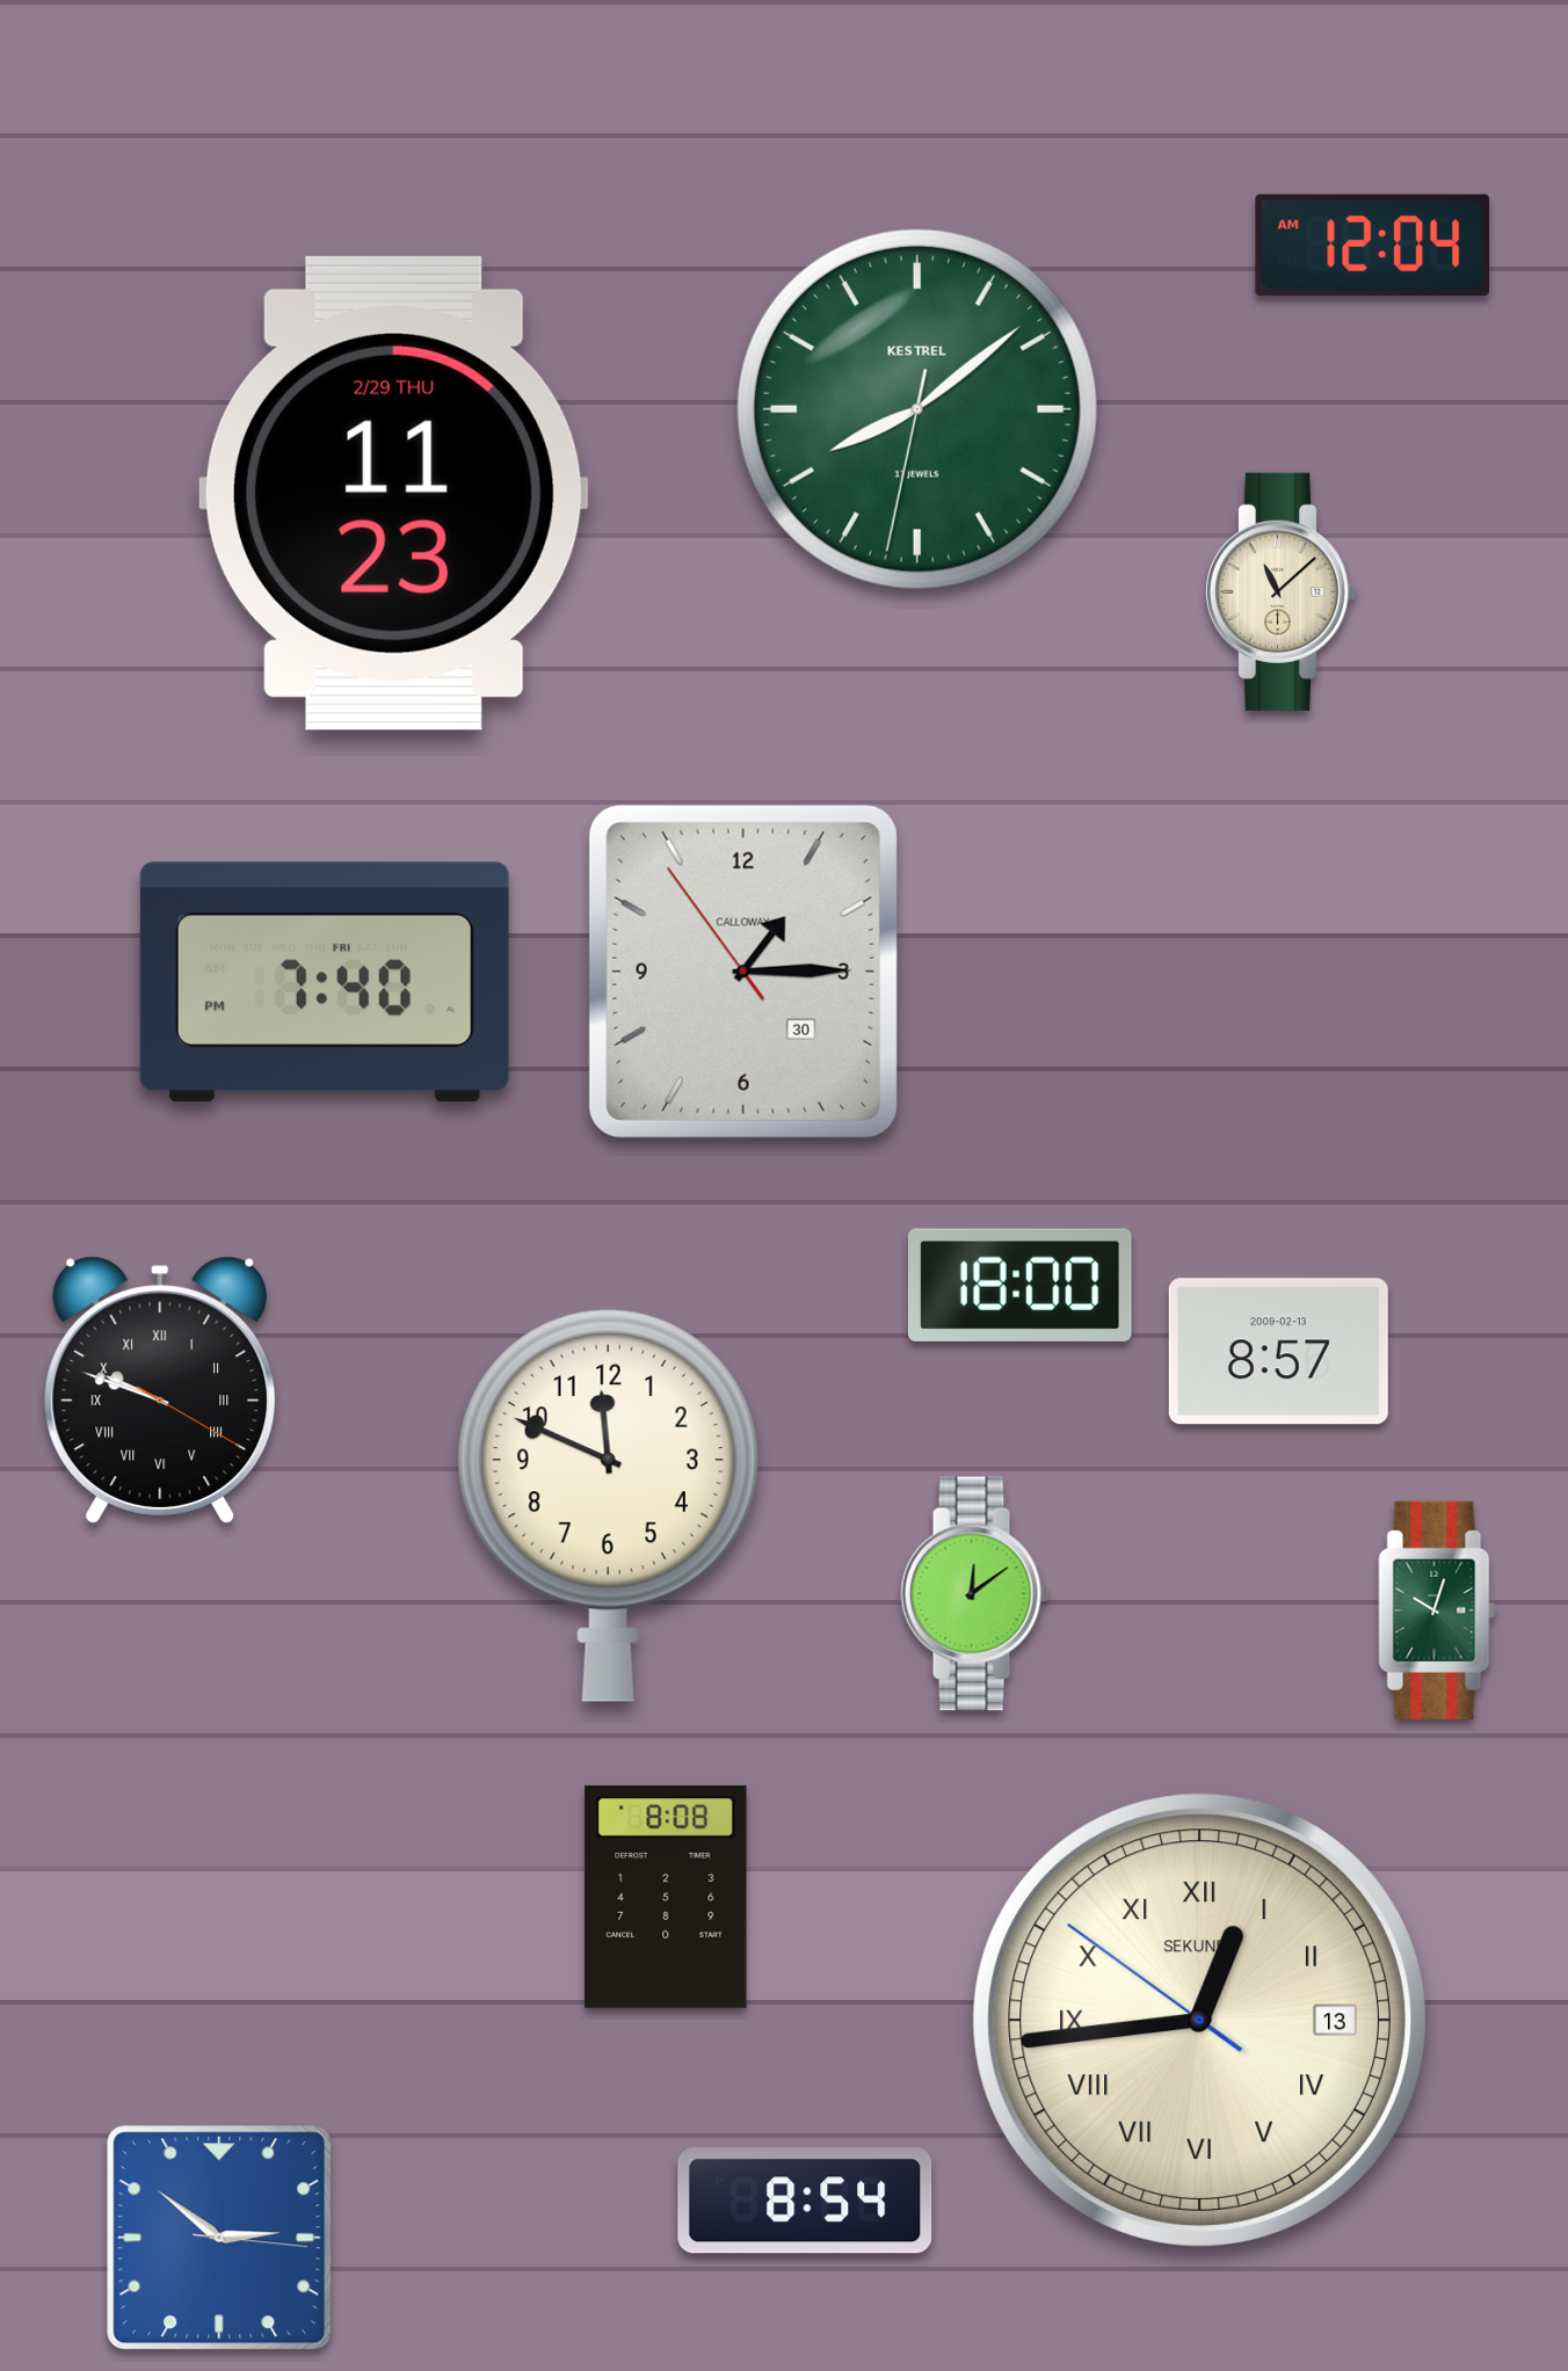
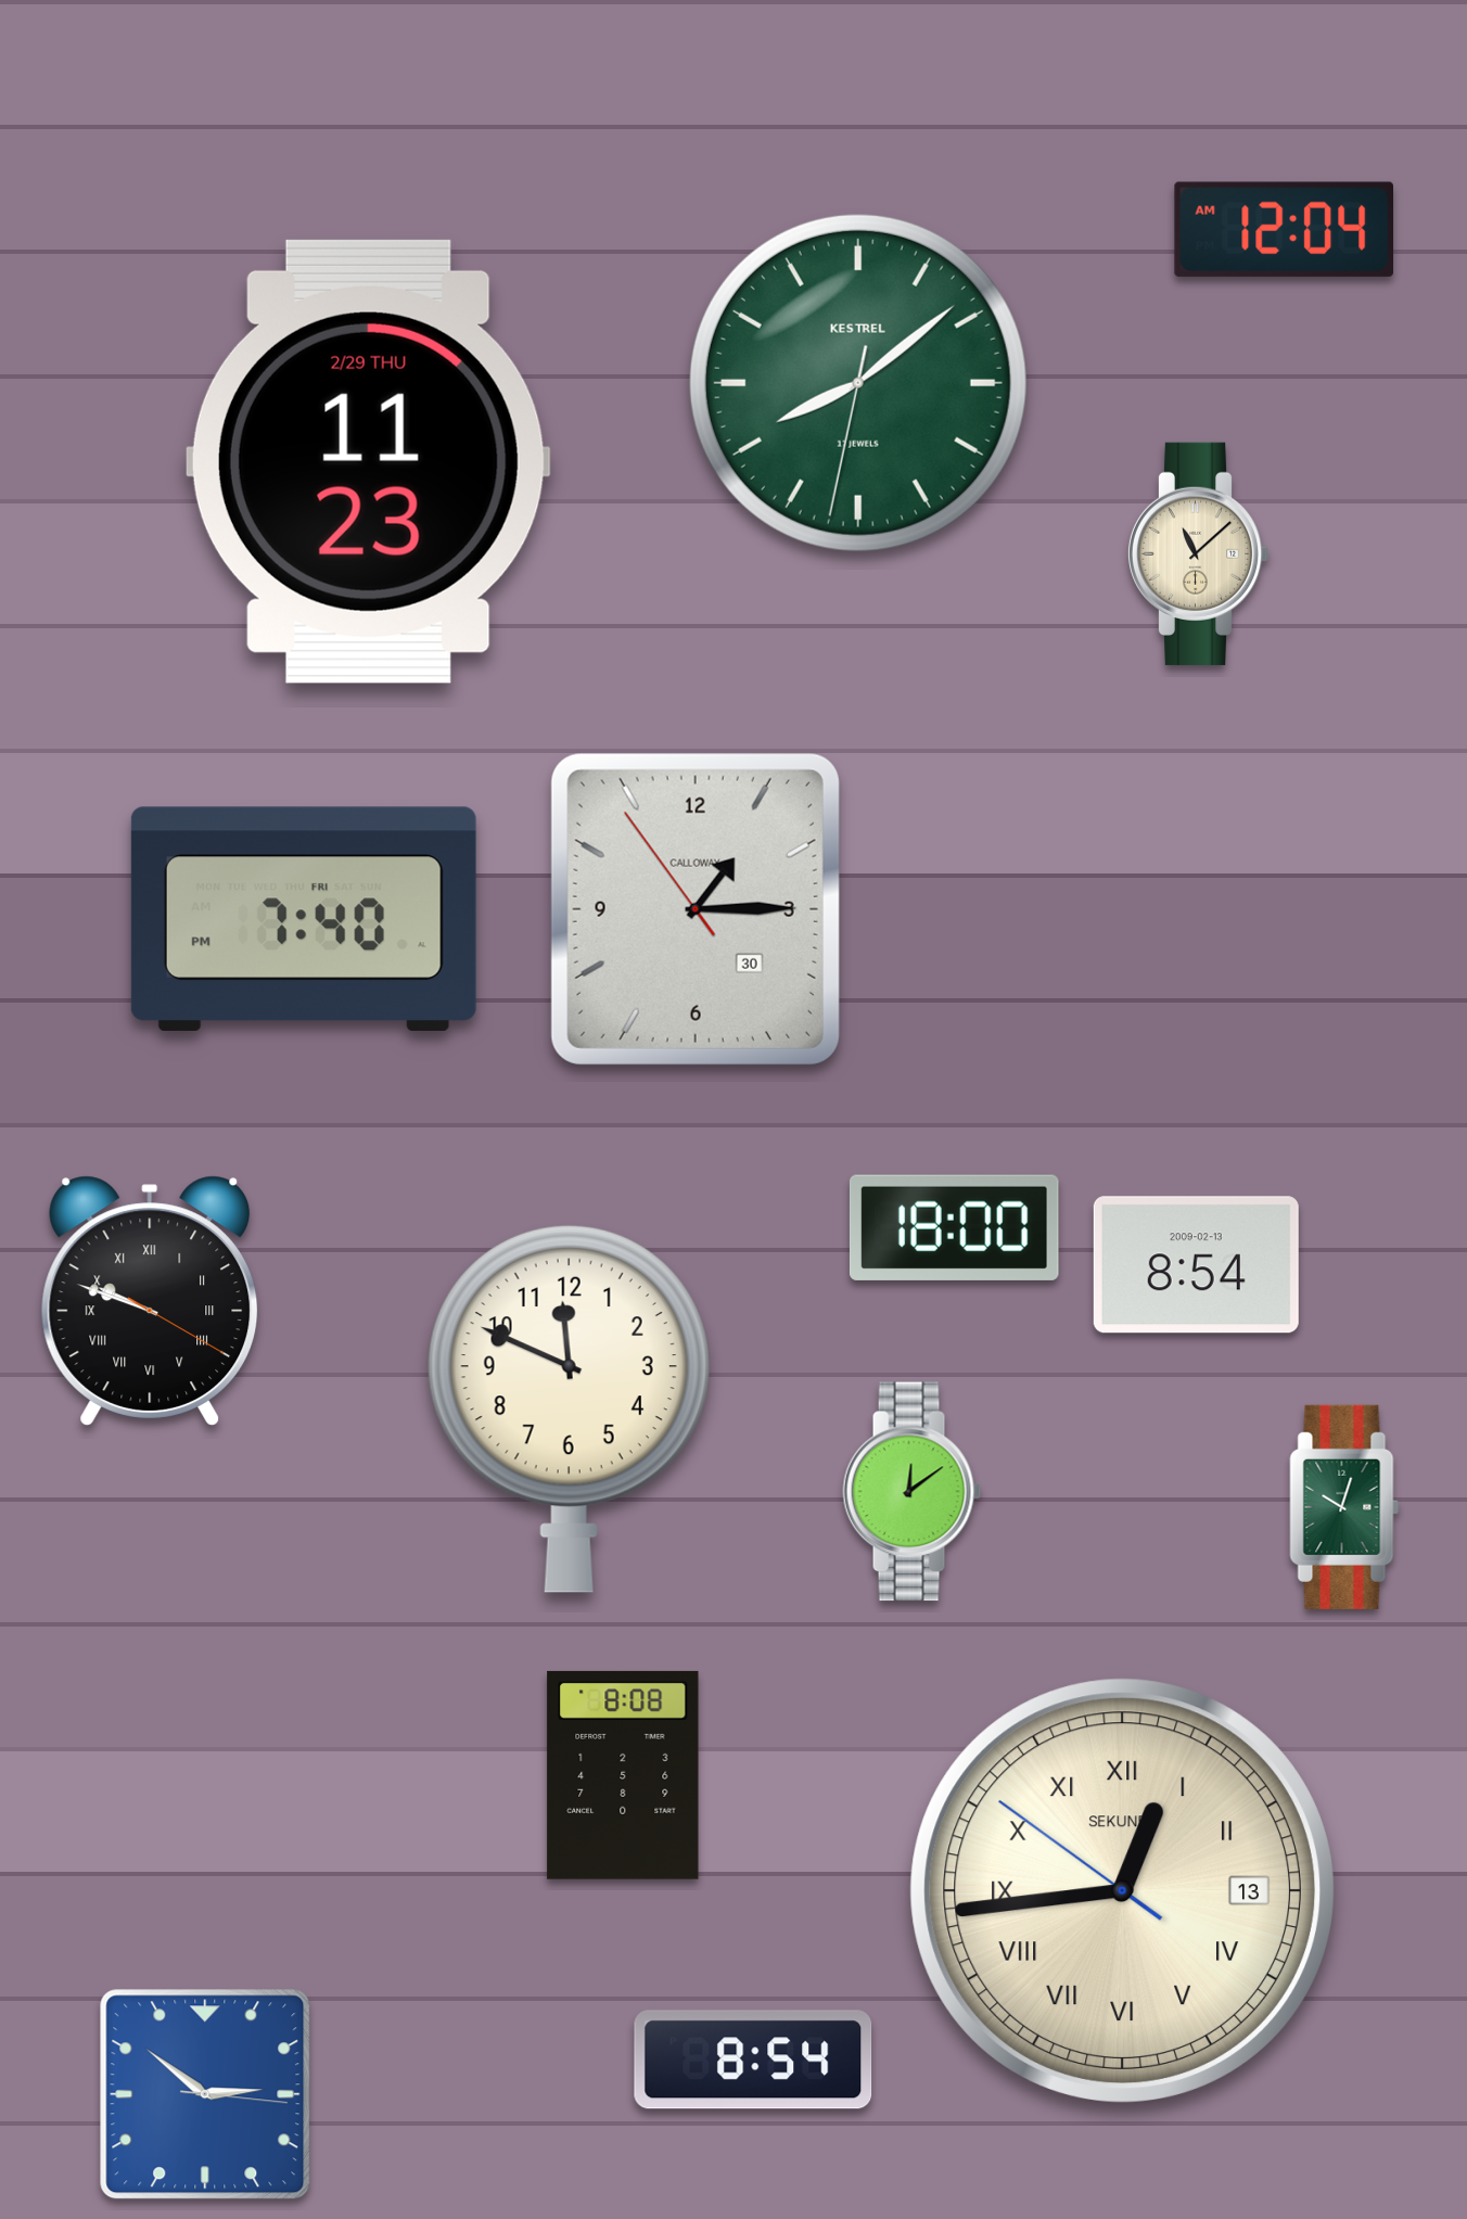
clock at (1019, 1285) position: (1019, 1285) -> (954, 1227)
clock at (1278, 1352): 8:57 -> 8:54
